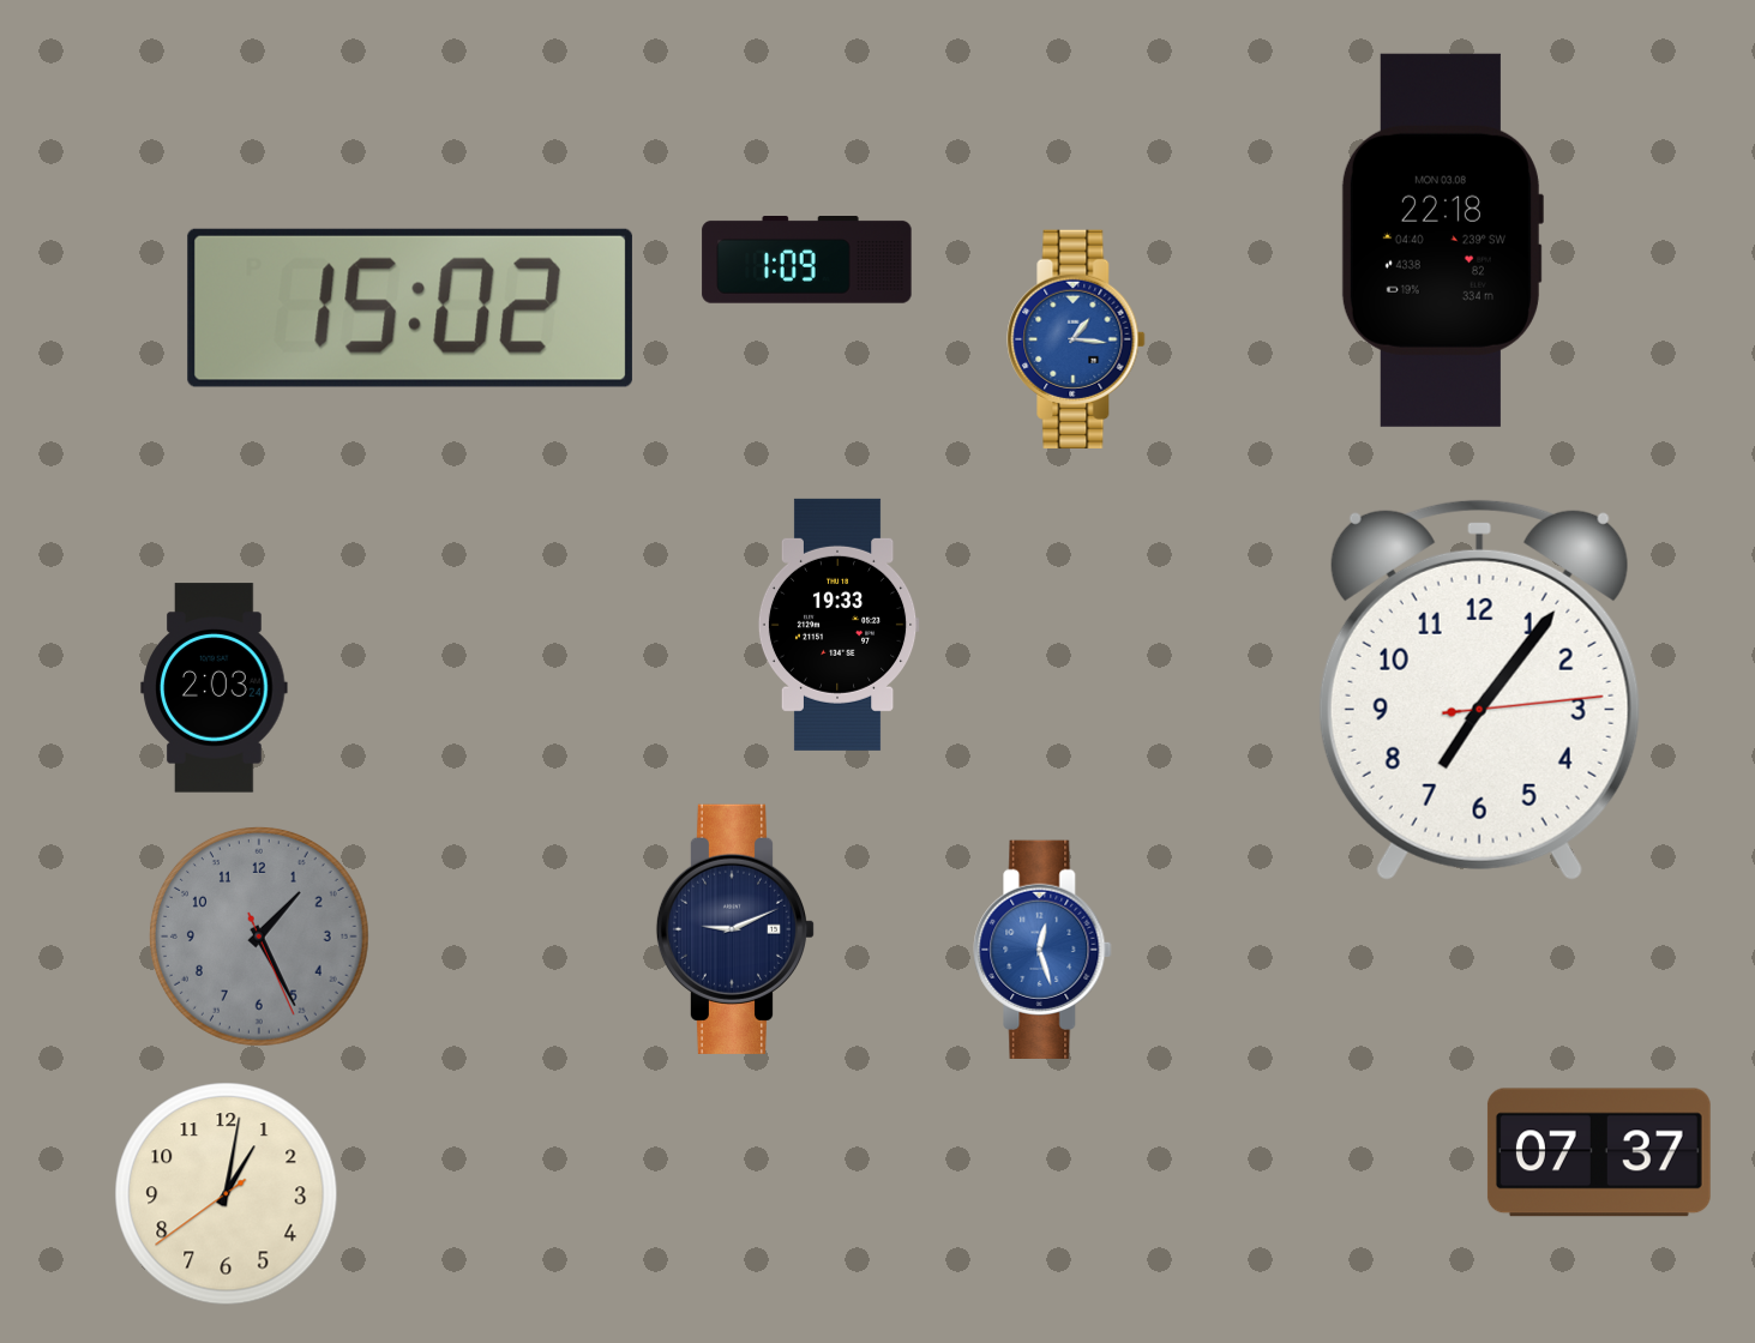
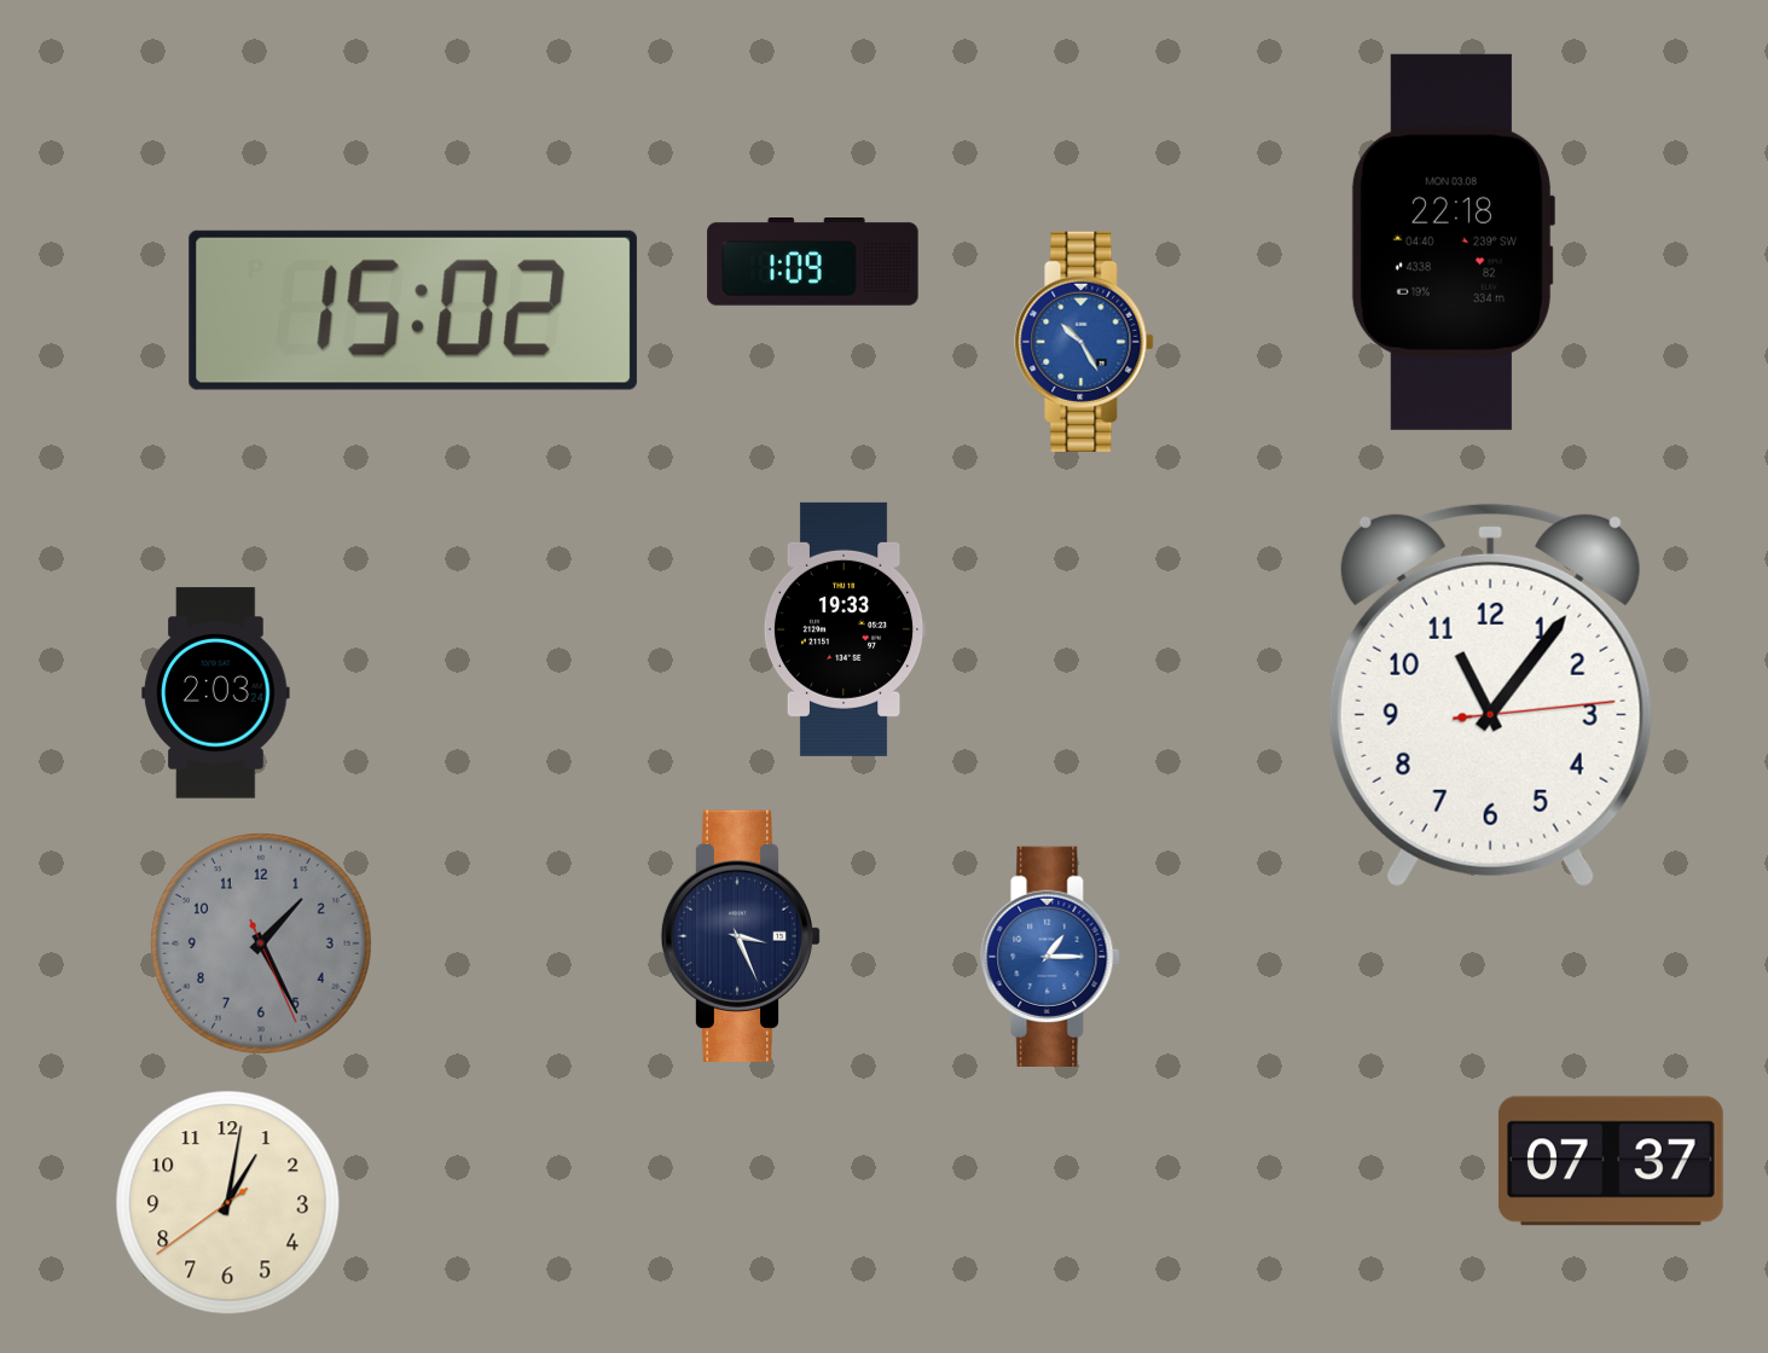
clock at (1076, 339): 1:16 -> 10:25
clock at (1479, 689): 7:06 -> 11:06
clock at (735, 929): 9:11 -> 3:26
clock at (1042, 950): 12:27 -> 1:15
